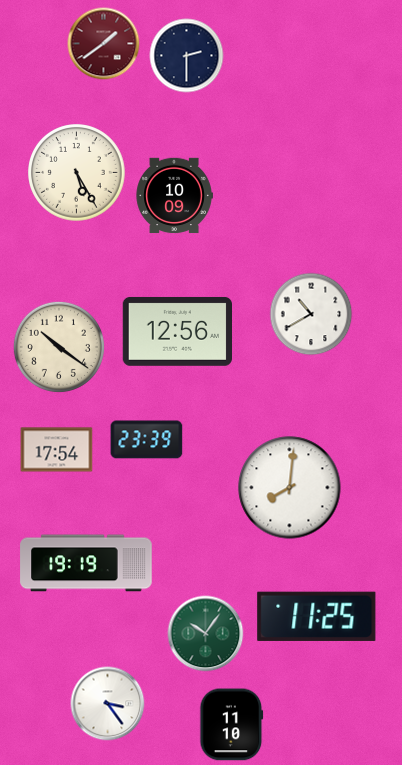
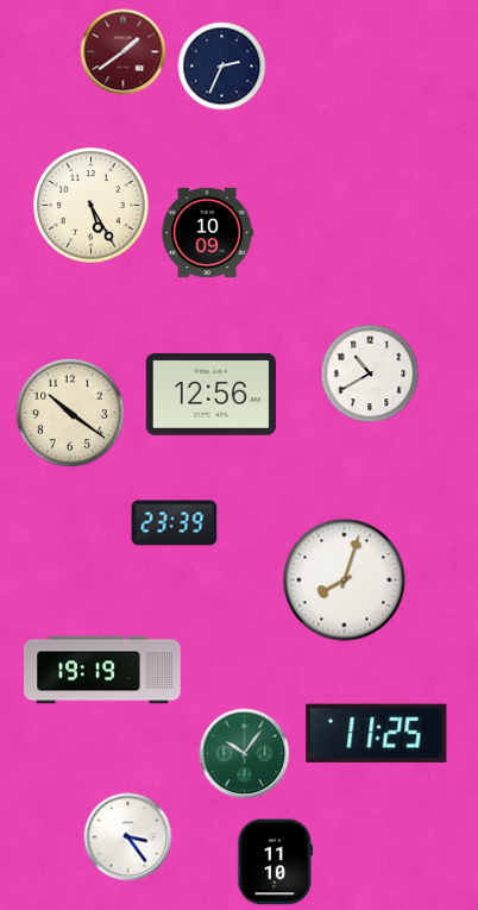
clock at (187, 56): 2:30 -> 2:34
clock at (57, 450): 17:54 -> none
clock at (290, 488): 8:01 -> 8:03
